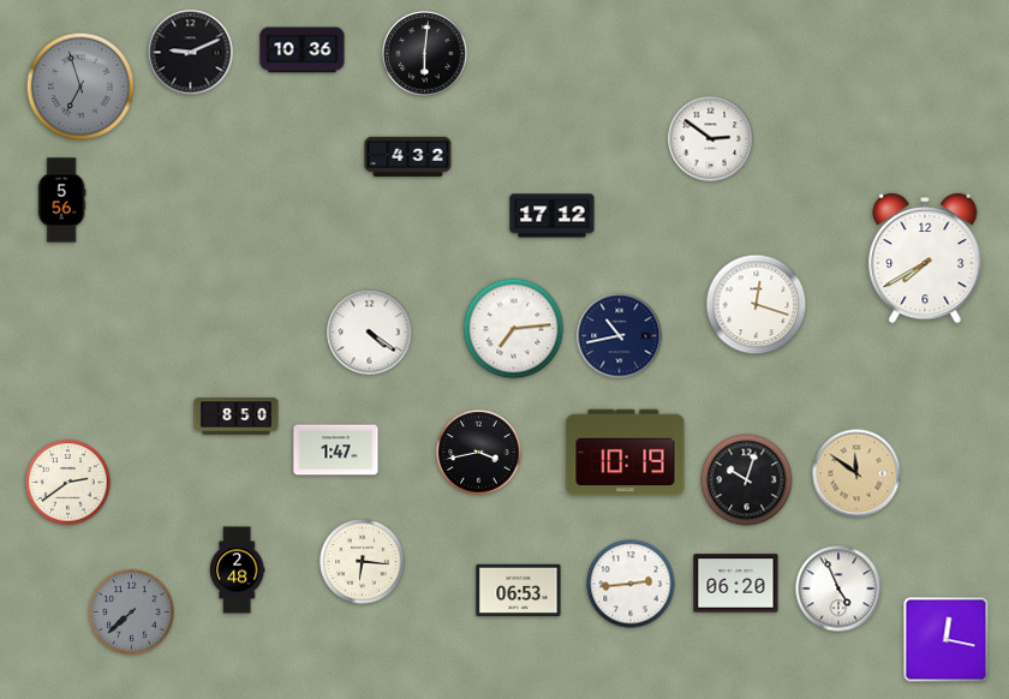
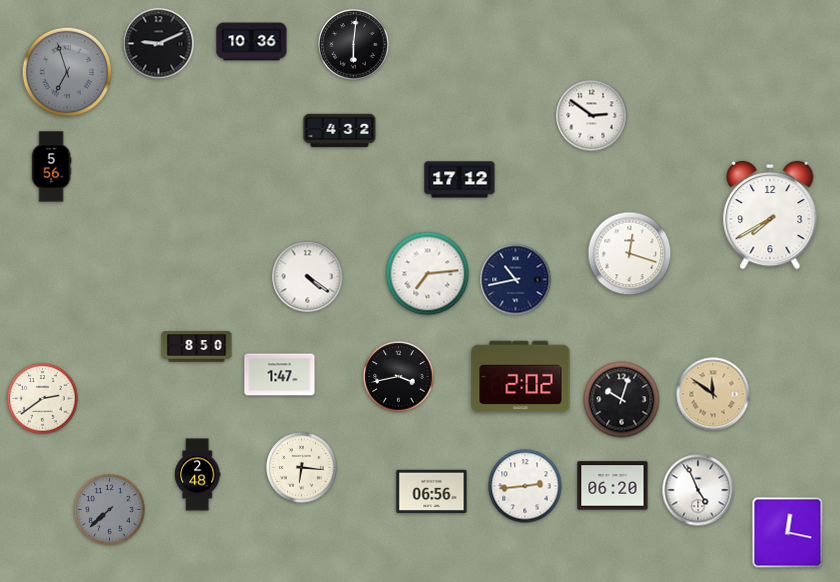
clock at (626, 453): 10:19 -> 2:02
clock at (68, 483) position: (68, 483) -> (43, 399)
clock at (519, 591): 06:53 -> 06:56
